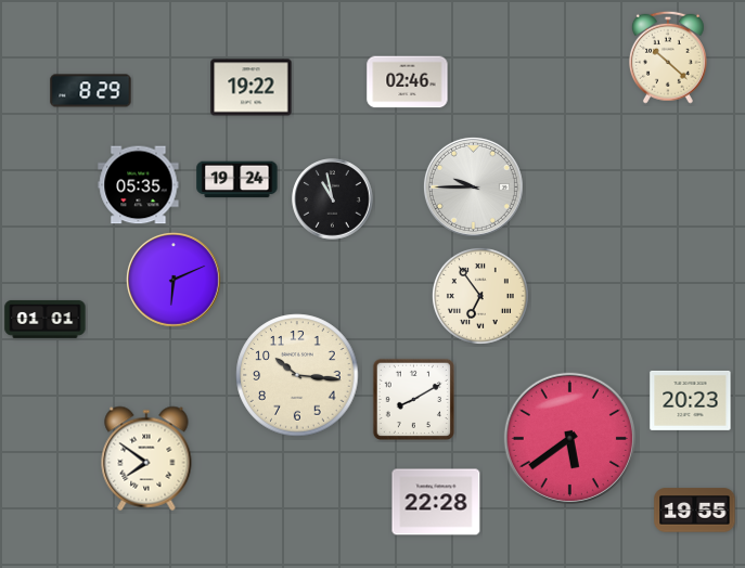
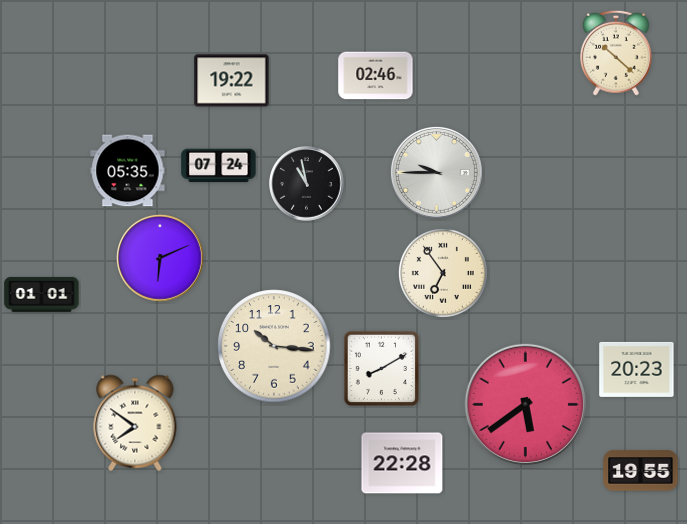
clock at (91, 91): 8:29 -> none
clock at (237, 180): 19:24 -> 07:24
